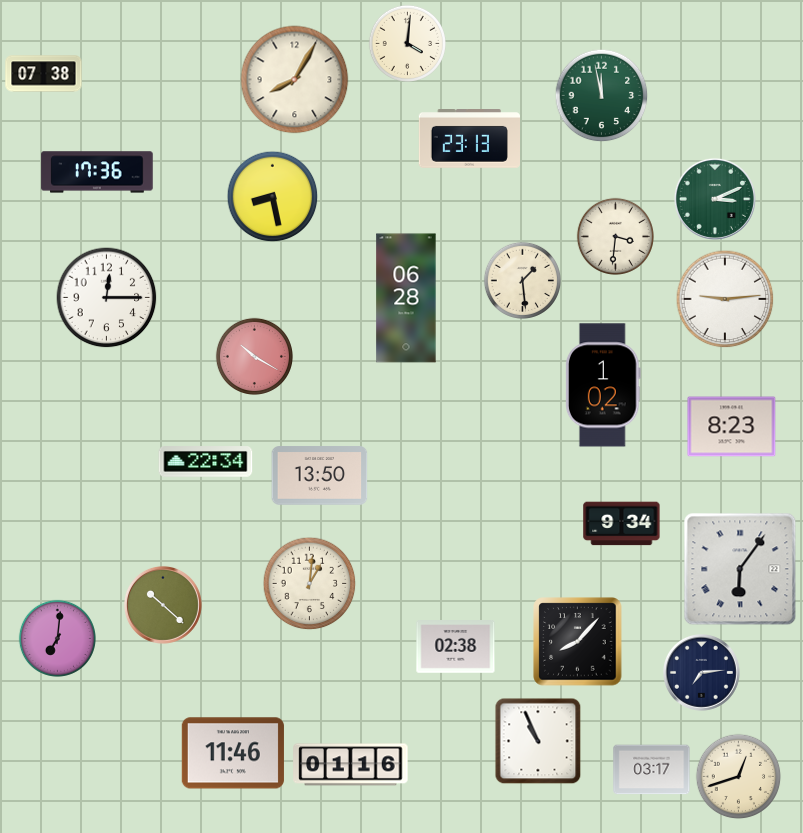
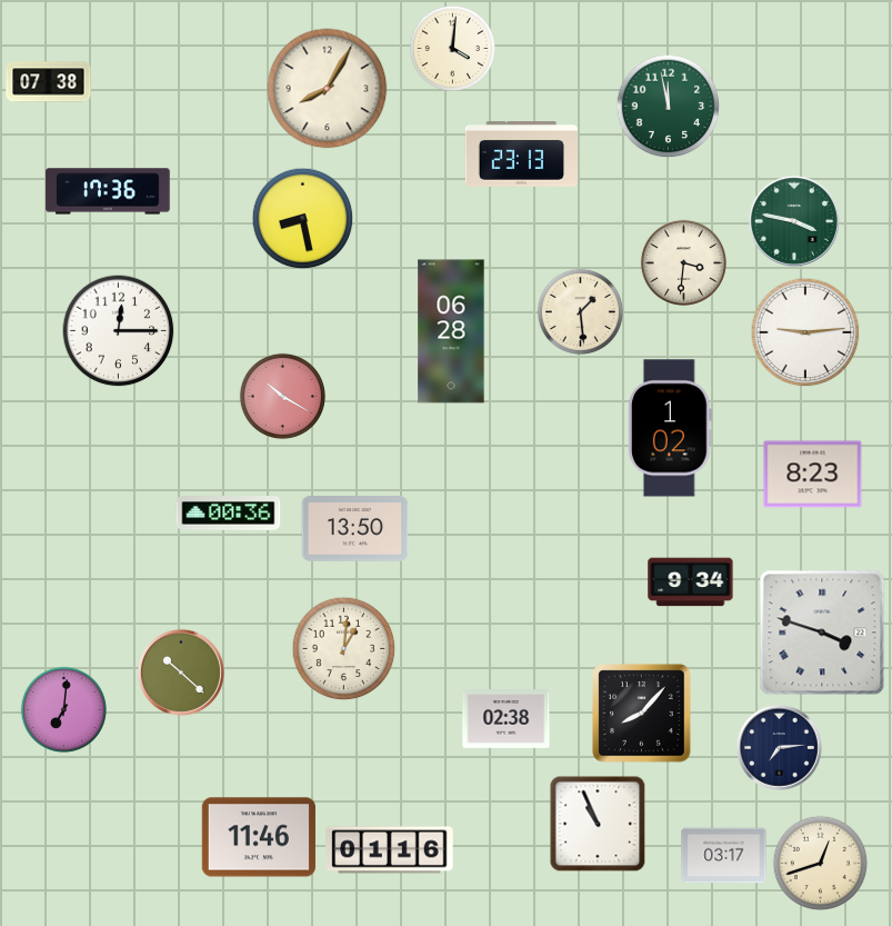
clock at (715, 199): 3:11 -> 3:47
clock at (206, 462): 22:34 -> 00:36
clock at (740, 569): 6:06 -> 3:48
